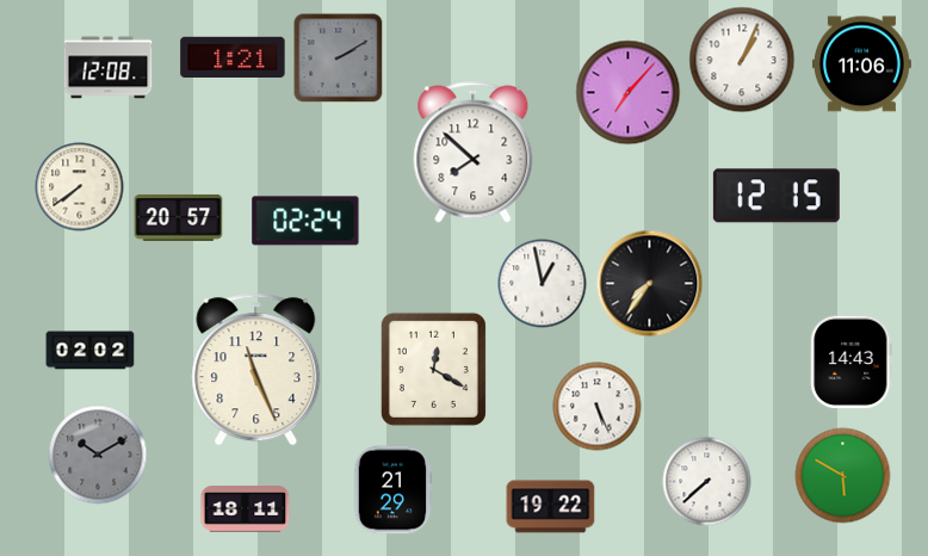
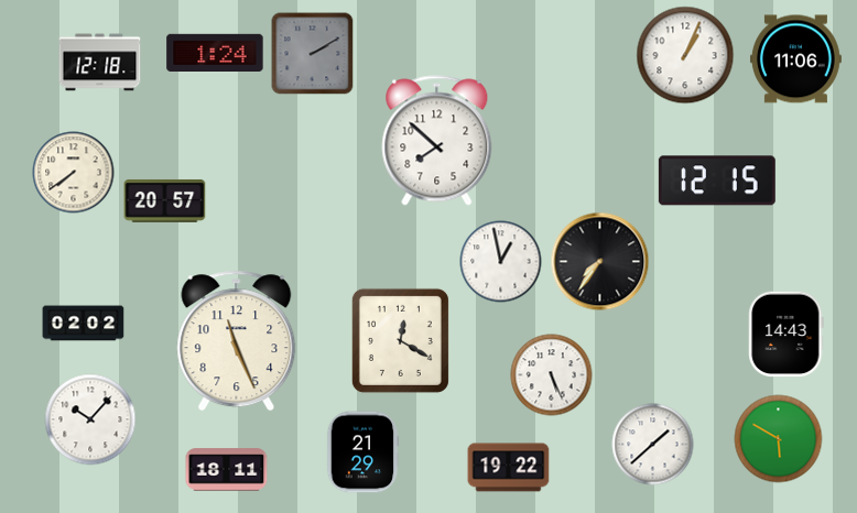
clock at (233, 57): 1:21 -> 1:24
clock at (109, 68): 12:08 -> 12:18
clock at (629, 93): 7:07 -> none
clock at (305, 221): 02:24 -> none
clock at (98, 455): 10:10 -> 10:07
clock at (98, 455) dial: grey -> white
clock at (707, 482): 7:38 -> 1:38
